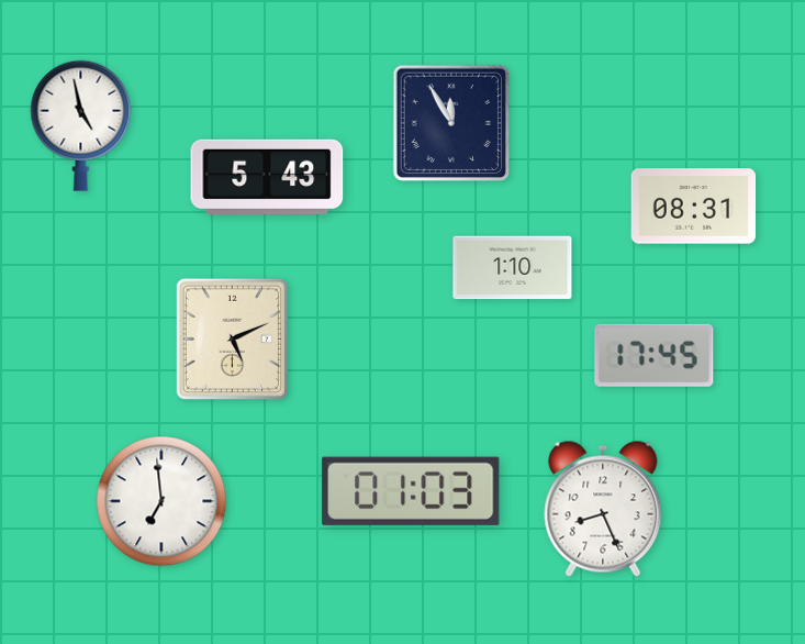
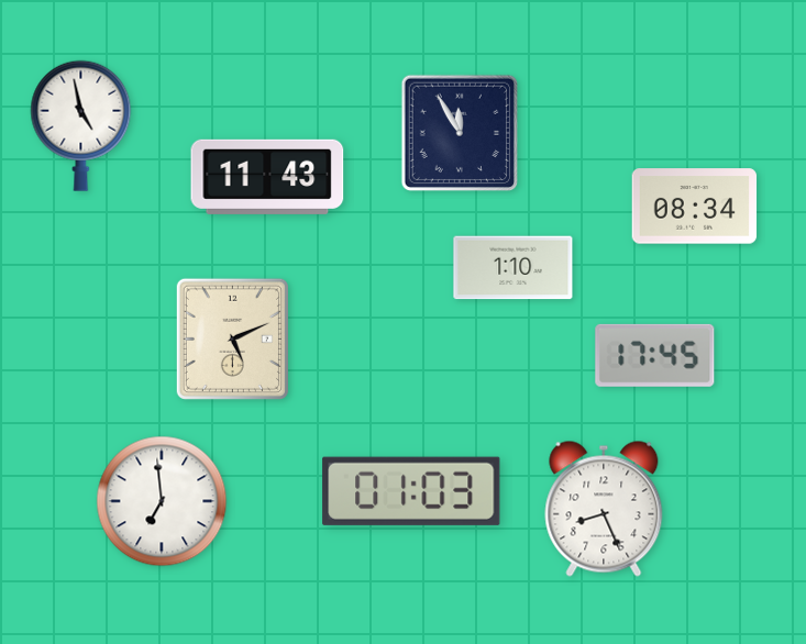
clock at (450, 122) position: (450, 122) -> (459, 132)
clock at (267, 177): 5:43 -> 11:43
clock at (694, 207): 08:31 -> 08:34
